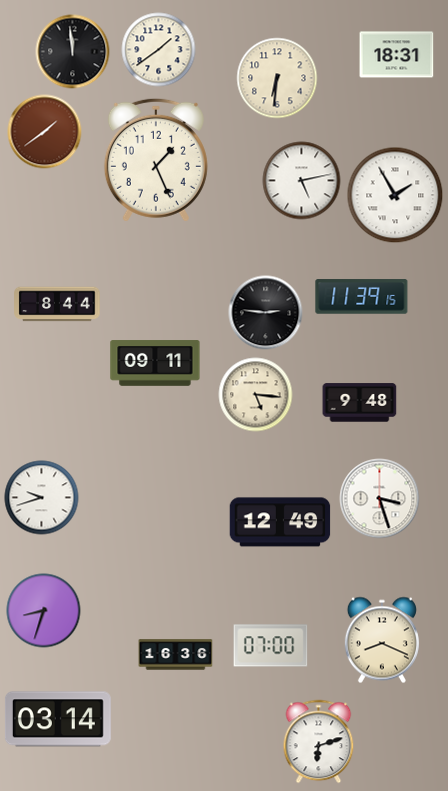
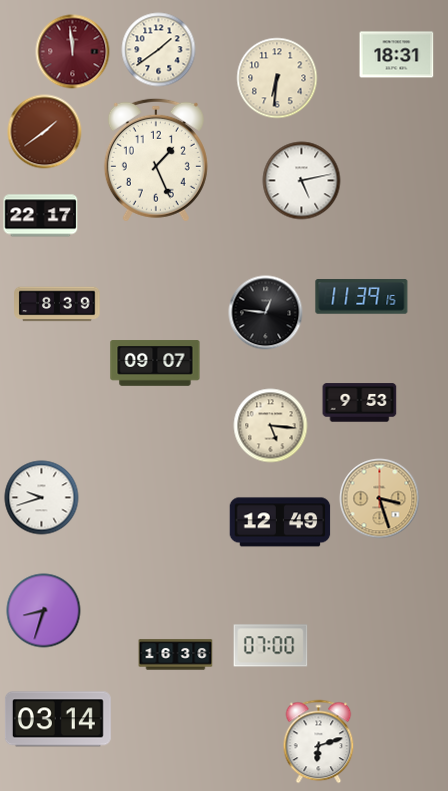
clock at (73, 52) dial: black -> burgundy
clock at (395, 195): 1:55 -> none
clock at (41, 216): none -> 22:17
clock at (57, 304): 8:44 -> 8:39
clock at (266, 313): 2:46 -> 12:46
clock at (155, 363): 09:11 -> 09:07
clock at (256, 395) position: (256, 395) -> (271, 426)
clock at (360, 403): 9:48 -> 9:53
clock at (380, 499) dial: white -> champagne
clock at (382, 640): 8:19 -> none
